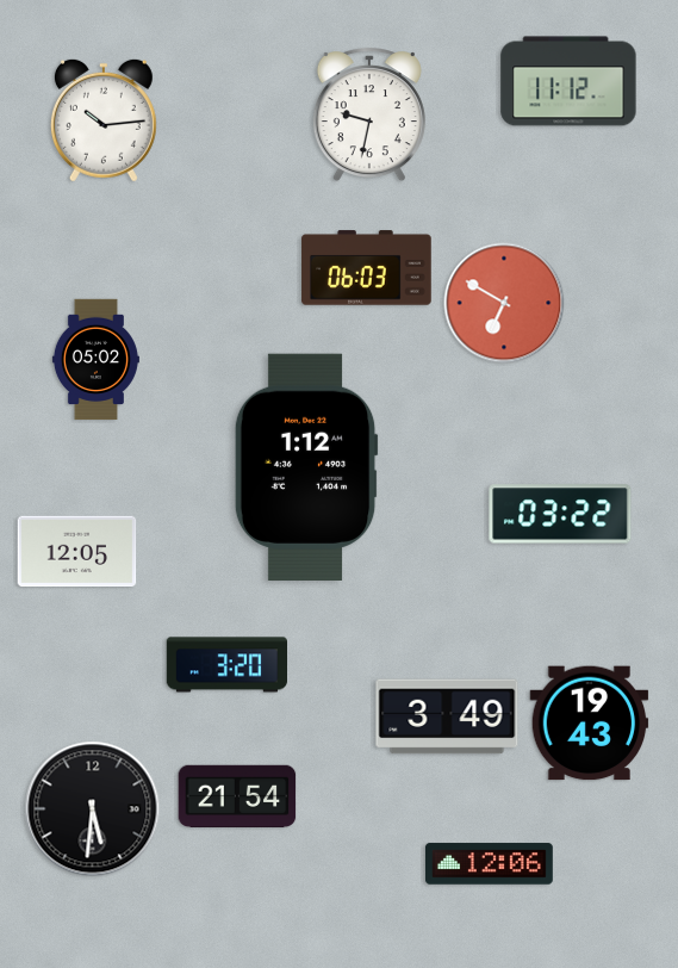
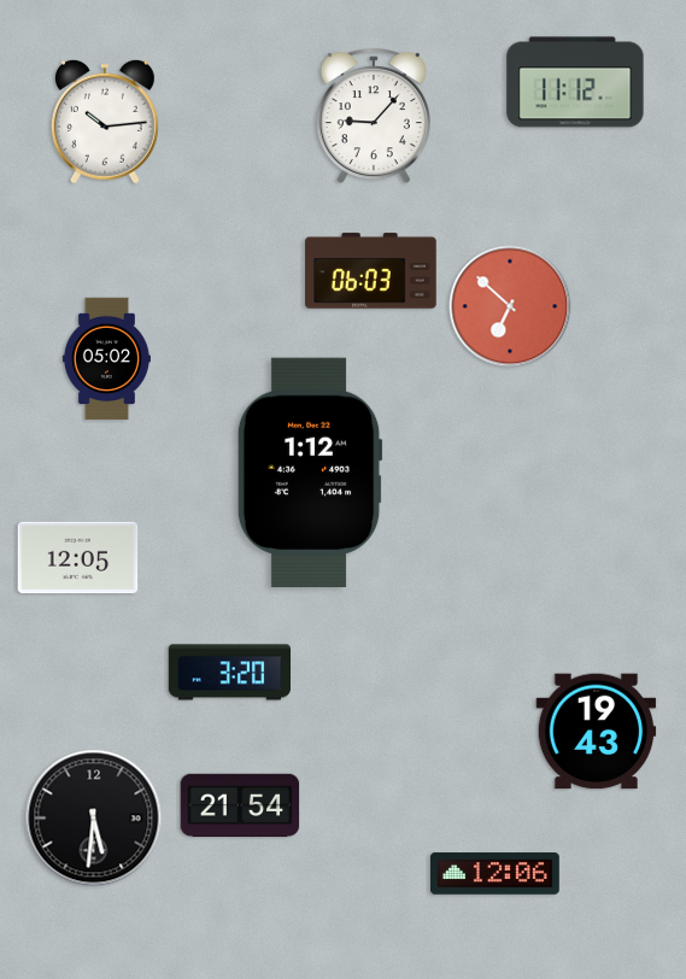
clock at (369, 116): 9:32 -> 9:07
clock at (504, 303): 6:50 -> 6:52
clock at (95, 360) position: (95, 360) -> (106, 359)
clock at (560, 514): 03:22 -> none
clock at (447, 716): 3:49 -> none
